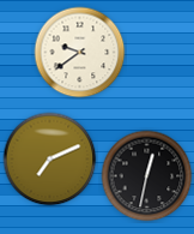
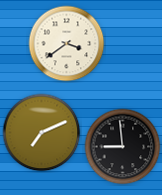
clock at (80, 53): 9:39 -> 3:39
clock at (147, 176): 12:32 -> 8:59
